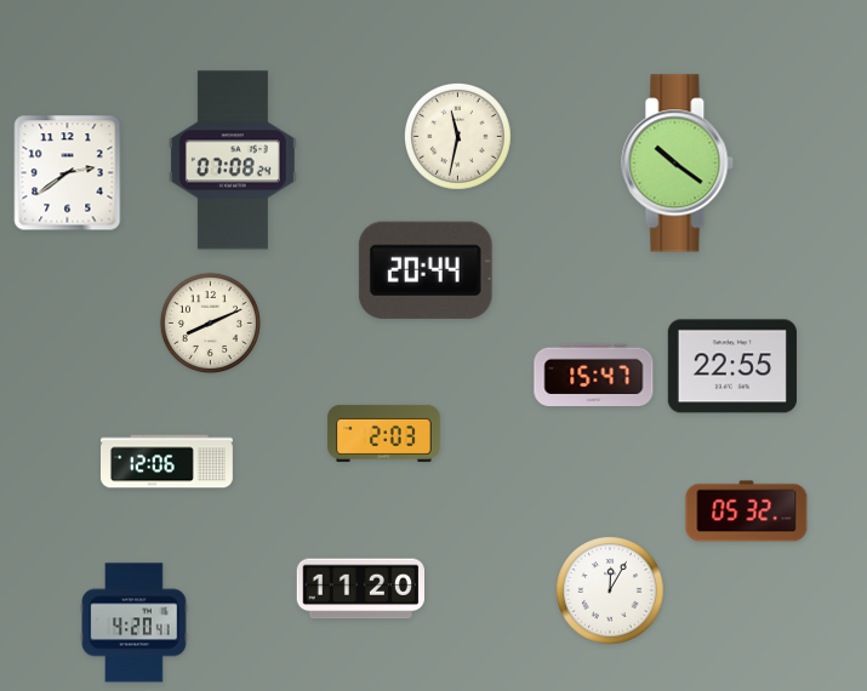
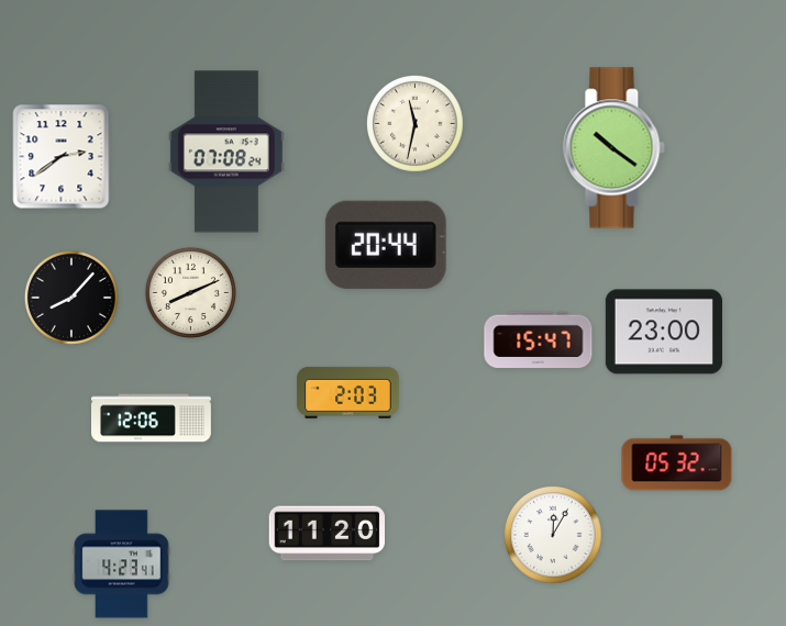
clock at (233, 160) position: (233, 160) -> (226, 152)
clock at (71, 298): none -> 8:07
clock at (732, 366): 22:55 -> 23:00
clock at (135, 623): 4:20 -> 4:23
